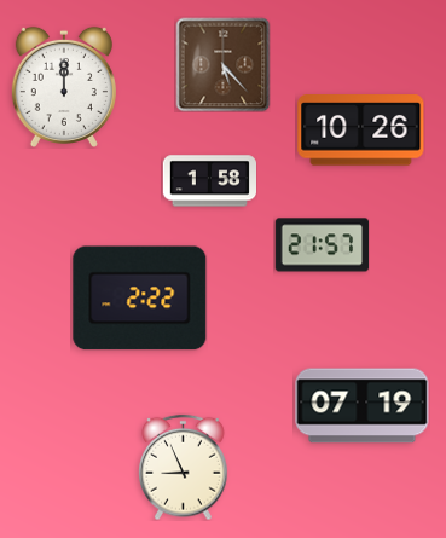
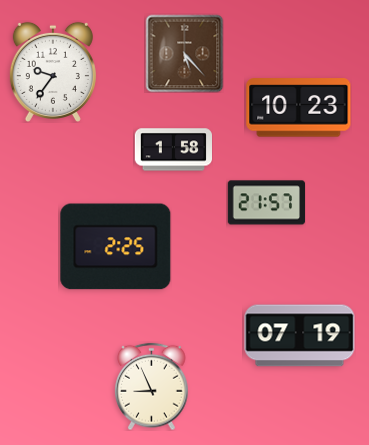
clock at (64, 86): 12:00 -> 9:36
clock at (361, 131): 10:26 -> 10:23
clock at (140, 299): 2:22 -> 2:25
